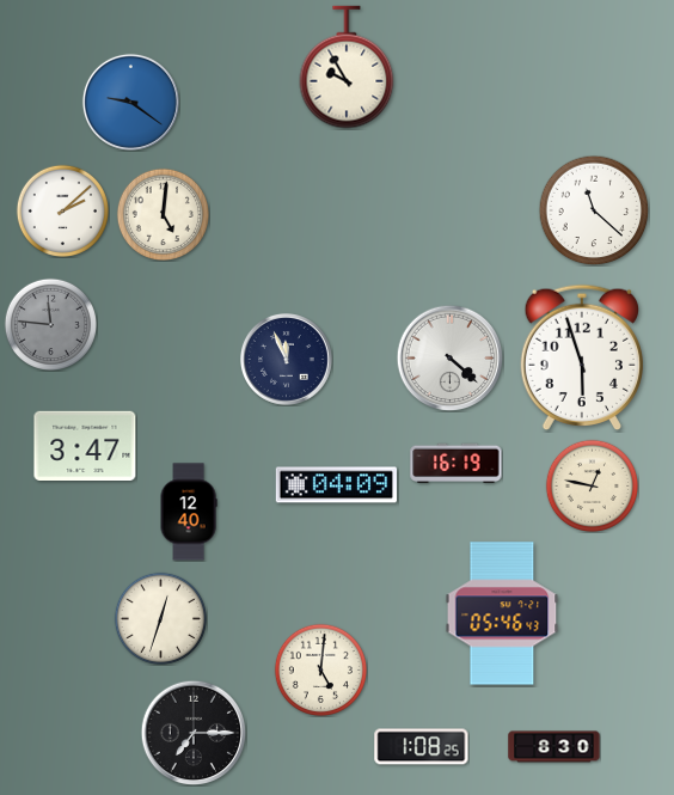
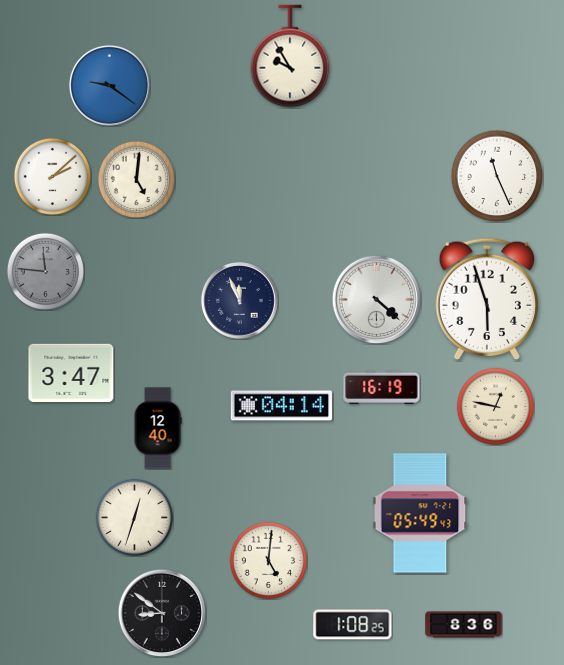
clock at (594, 210): 11:22 -> 11:26
clock at (50, 324) position: (50, 324) -> (45, 271)
clock at (337, 485): 04:09 -> 04:14
clock at (502, 613): 05:46 -> 05:49
clock at (194, 733): 7:15 -> 8:51
clock at (554, 747): 8:30 -> 8:36
